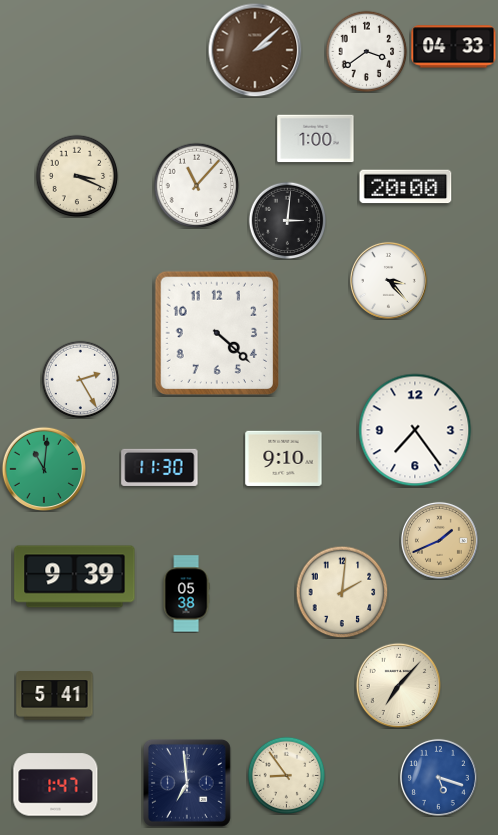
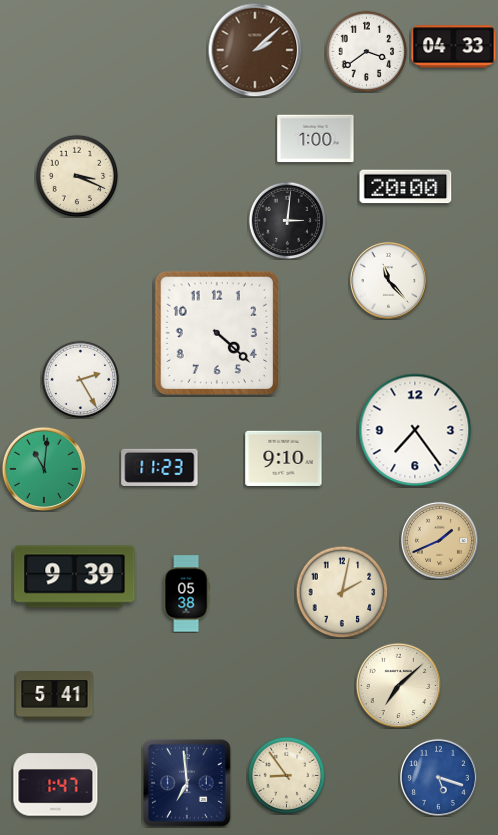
clock at (196, 185): 11:07 -> none
clock at (388, 280): 3:23 -> 11:23
clock at (160, 467): 11:30 -> 11:23
clock at (342, 592): 2:01 -> 2:02
clock at (398, 685): 7:07 -> 7:08
